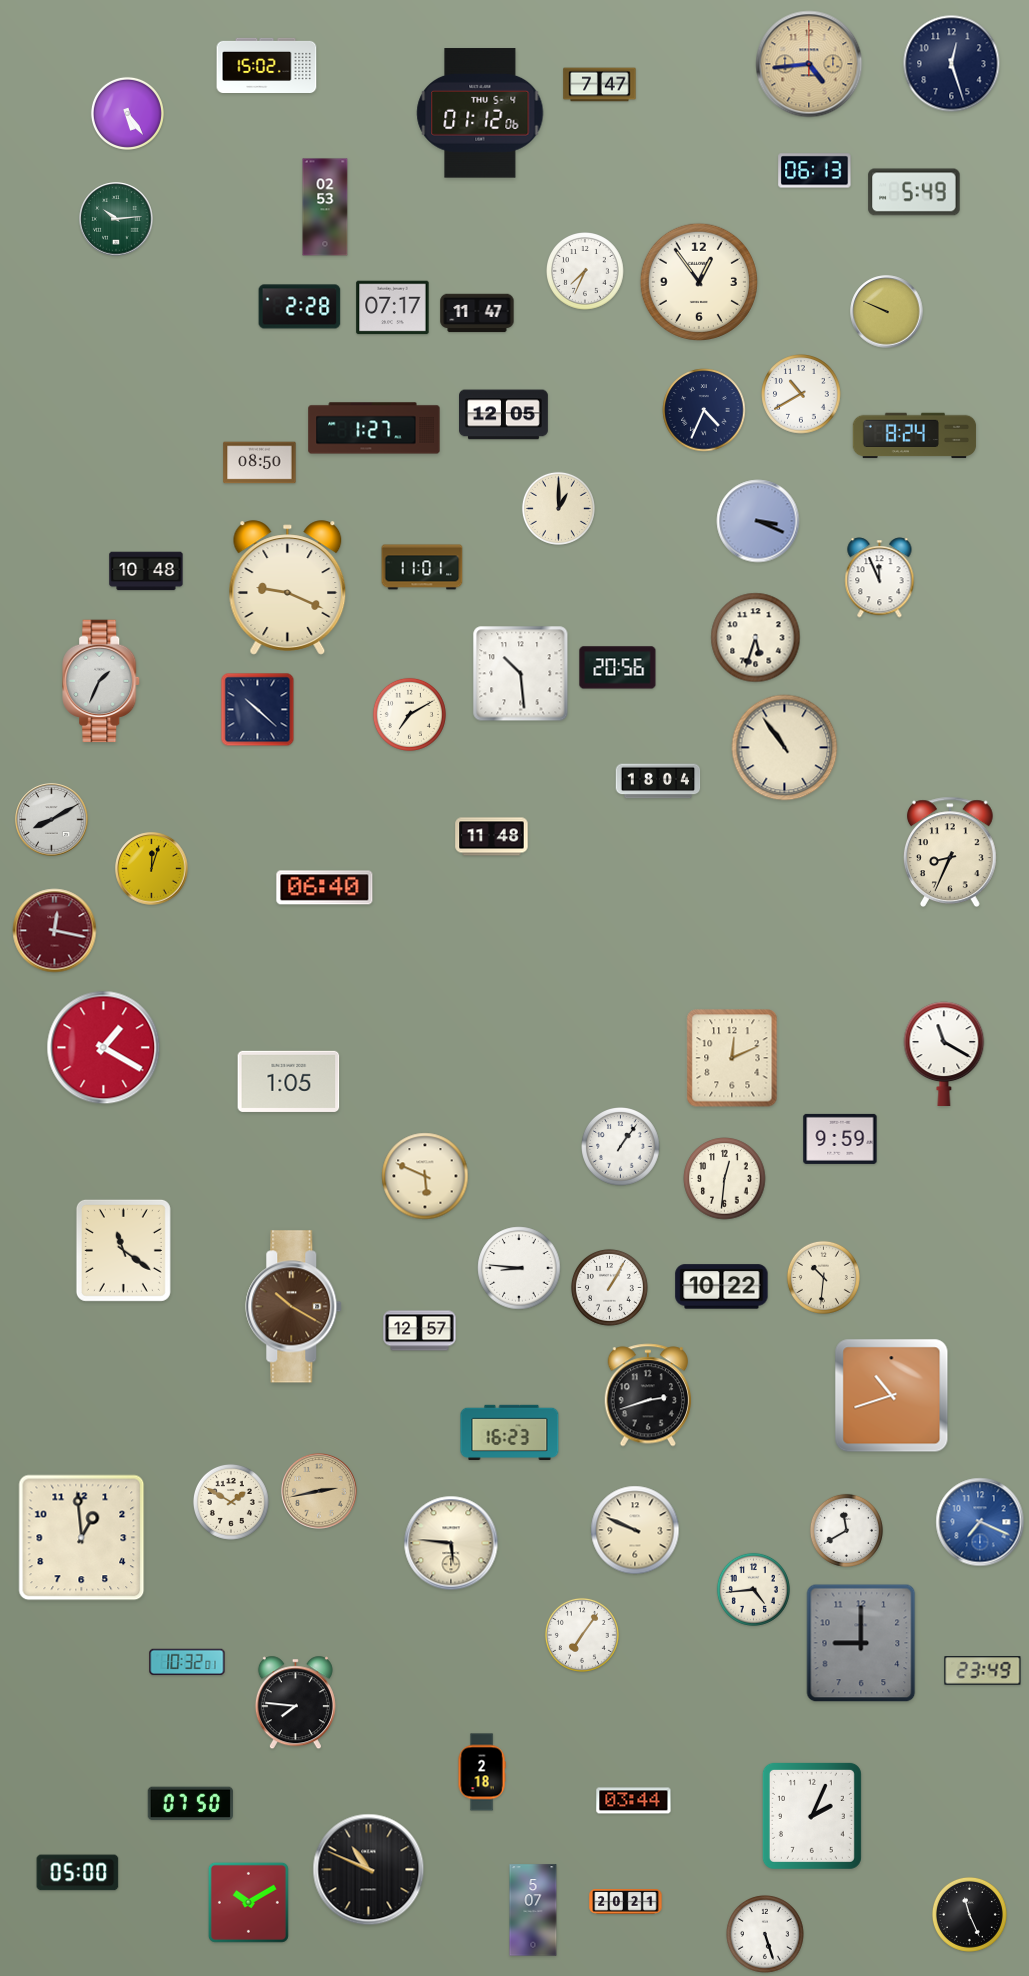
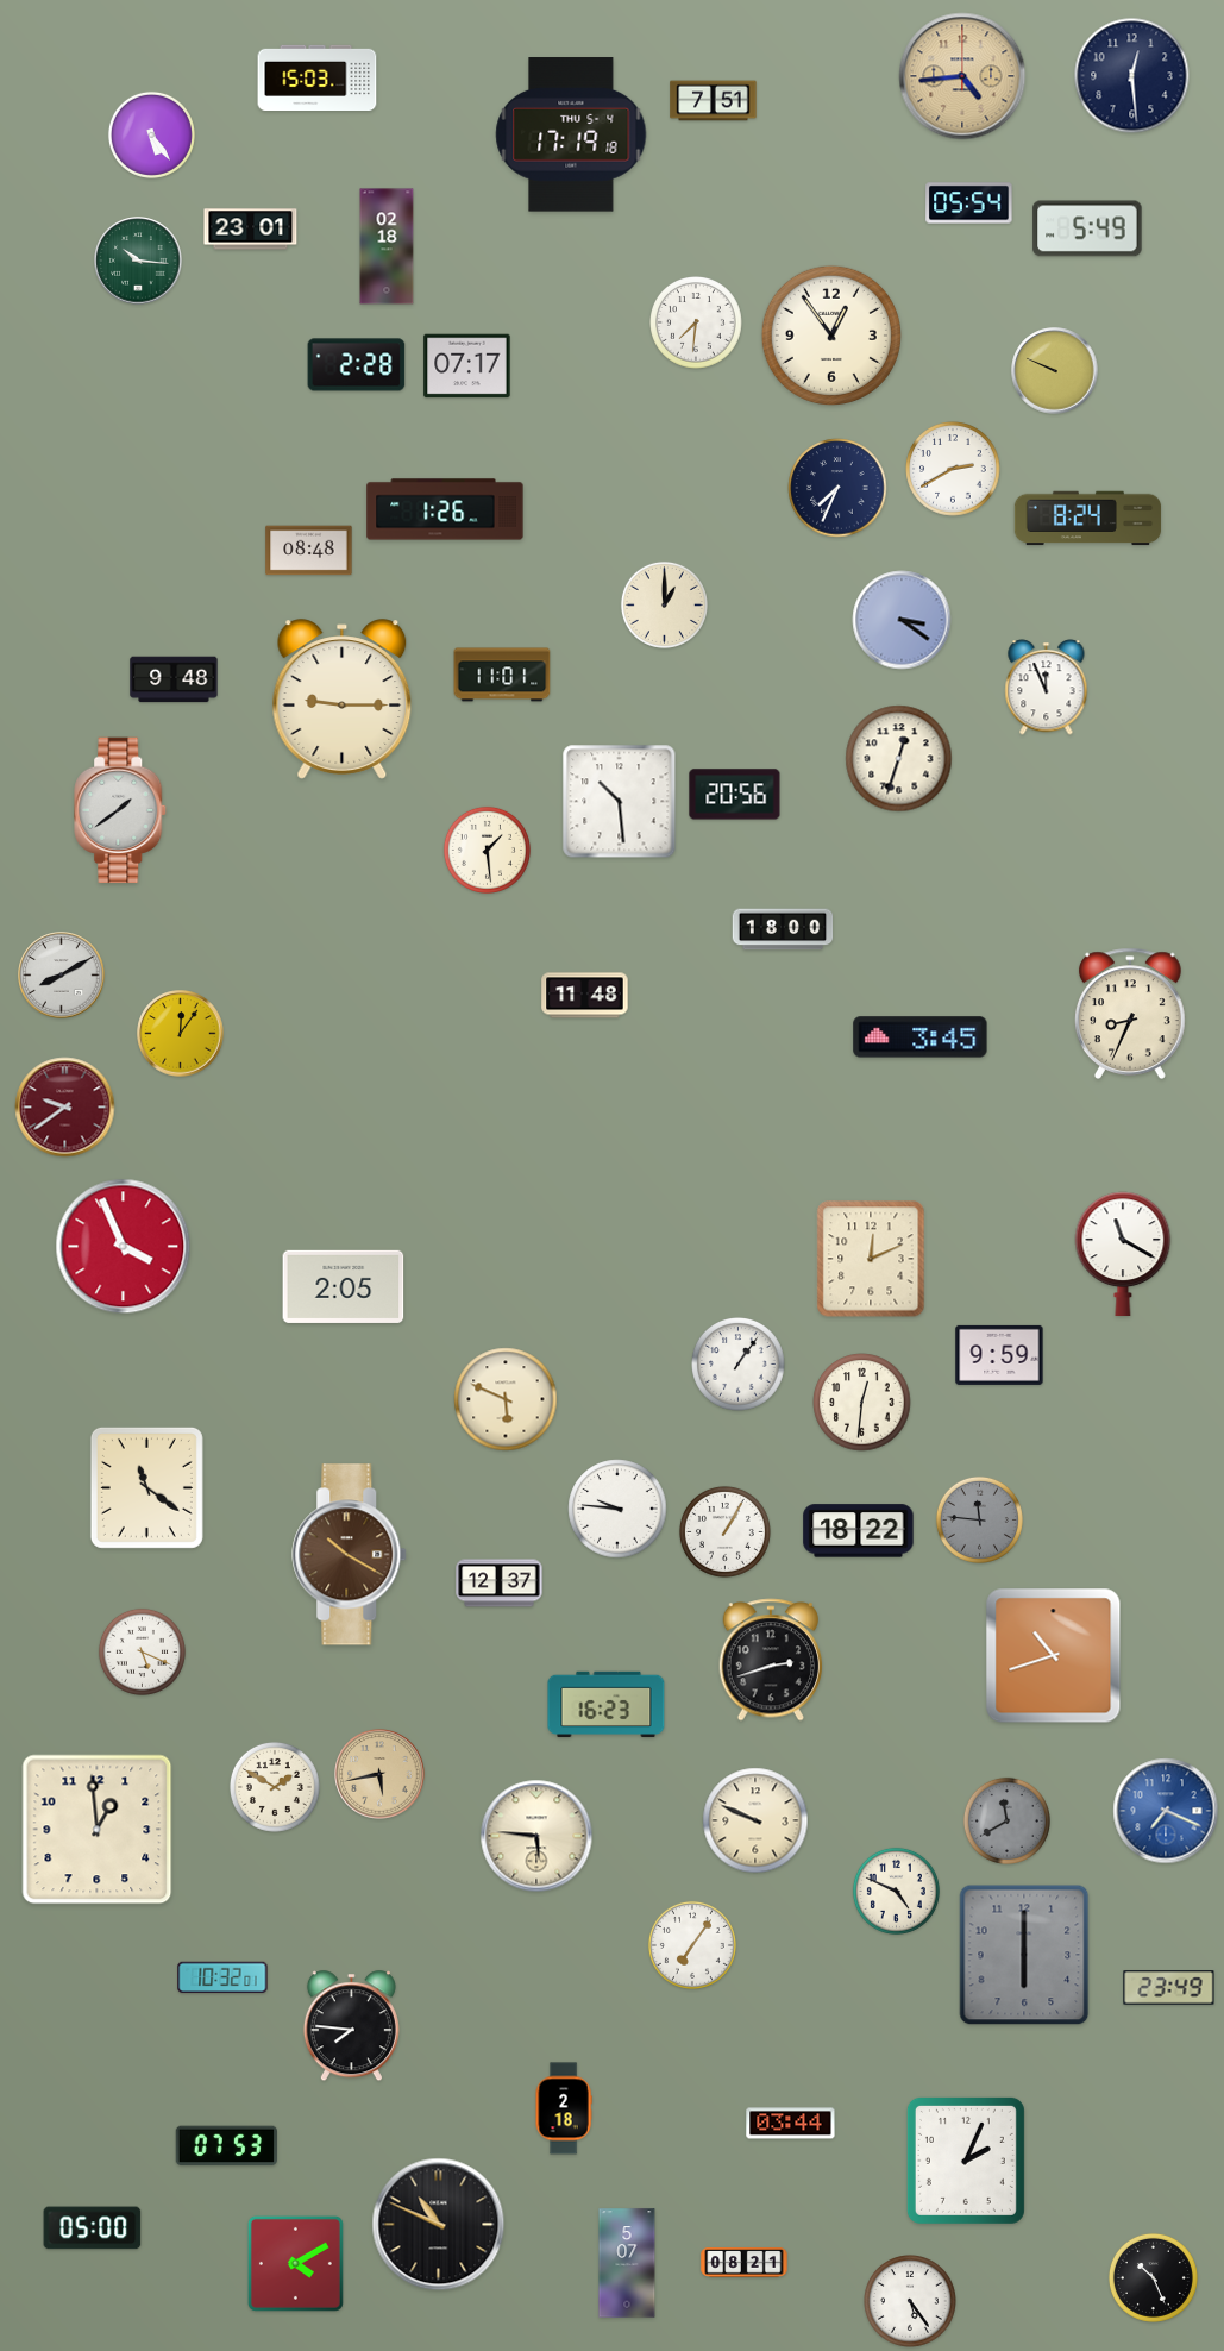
clock at (952, 64): 12:27 -> 12:29
clock at (267, 66): 15:02 -> 15:03
clock at (600, 85): 7:47 -> 7:51
clock at (480, 113): 01:12 -> 17:19
clock at (815, 171): 06:13 -> 05:54
clock at (251, 230): none -> 23:01
clock at (325, 207): 02:53 -> 02:18
clock at (116, 219): 10:14 -> 10:16
clock at (586, 272): 7:34 -> 7:31
clock at (477, 313): 11:47 -> none
clock at (801, 394): 10:40 -> 2:40
clock at (704, 410): 4:34 -> 7:34
clock at (504, 415): 12:05 -> none
clock at (374, 428): 1:27 -> 1:26
clock at (260, 463): 08:50 -> 08:48
clock at (758, 521): 3:19 -> 3:21
clock at (146, 571): 10:48 -> 9:48
clock at (288, 588): 9:19 -> 9:15
clock at (756, 638): 5:33 -> 12:33
clock at (102, 681): 1:34 -> 1:39
clock at (258, 710): 10:22 -> none
clock at (409, 714): 7:10 -> 1:29
clock at (785, 748): 10:54 -> none
clock at (658, 781): 18:04 -> 18:00
clock at (152, 869): 12:03 -> 12:06
clock at (921, 1037): none -> 3:45
clock at (325, 888): 06:40 -> none
clock at (55, 931): 12:17 -> 9:39
clock at (104, 1048): 1:20 -> 3:56
clock at (289, 1081): 1:05 -> 2:05
clock at (519, 1268): 8:46 -> 9:46
clock at (823, 1277): 10:31 -> 11:46
clock at (823, 1277) dial: cream -> grey
clock at (722, 1287): 10:22 -> 18:22
clock at (420, 1331): 12:57 -> 12:37
clock at (142, 1651): none -> 5:19
clock at (892, 1396) position: (892, 1396) -> (1054, 1656)
clock at (319, 1491): 2:43 -> 5:43
clock at (846, 1530) dial: white -> grey
clock at (753, 1589): 4:44 -> 4:49
clock at (861, 1643): 9:00 -> 6:00
clock at (482, 1772) position: (482, 1772) -> (564, 2108)
clock at (634, 1801) position: (634, 1801) -> (791, 2124)
clock at (190, 1804): 07:50 -> 07:53
clock at (248, 1902): 10:10 -> 4:10
clock at (626, 1902): 20:21 -> 08:21
clock at (533, 1910) position: (533, 1910) -> (627, 2263)
clock at (969, 1914): 11:26 -> 10:26
clock at (766, 1935): 5:27 -> 5:24
